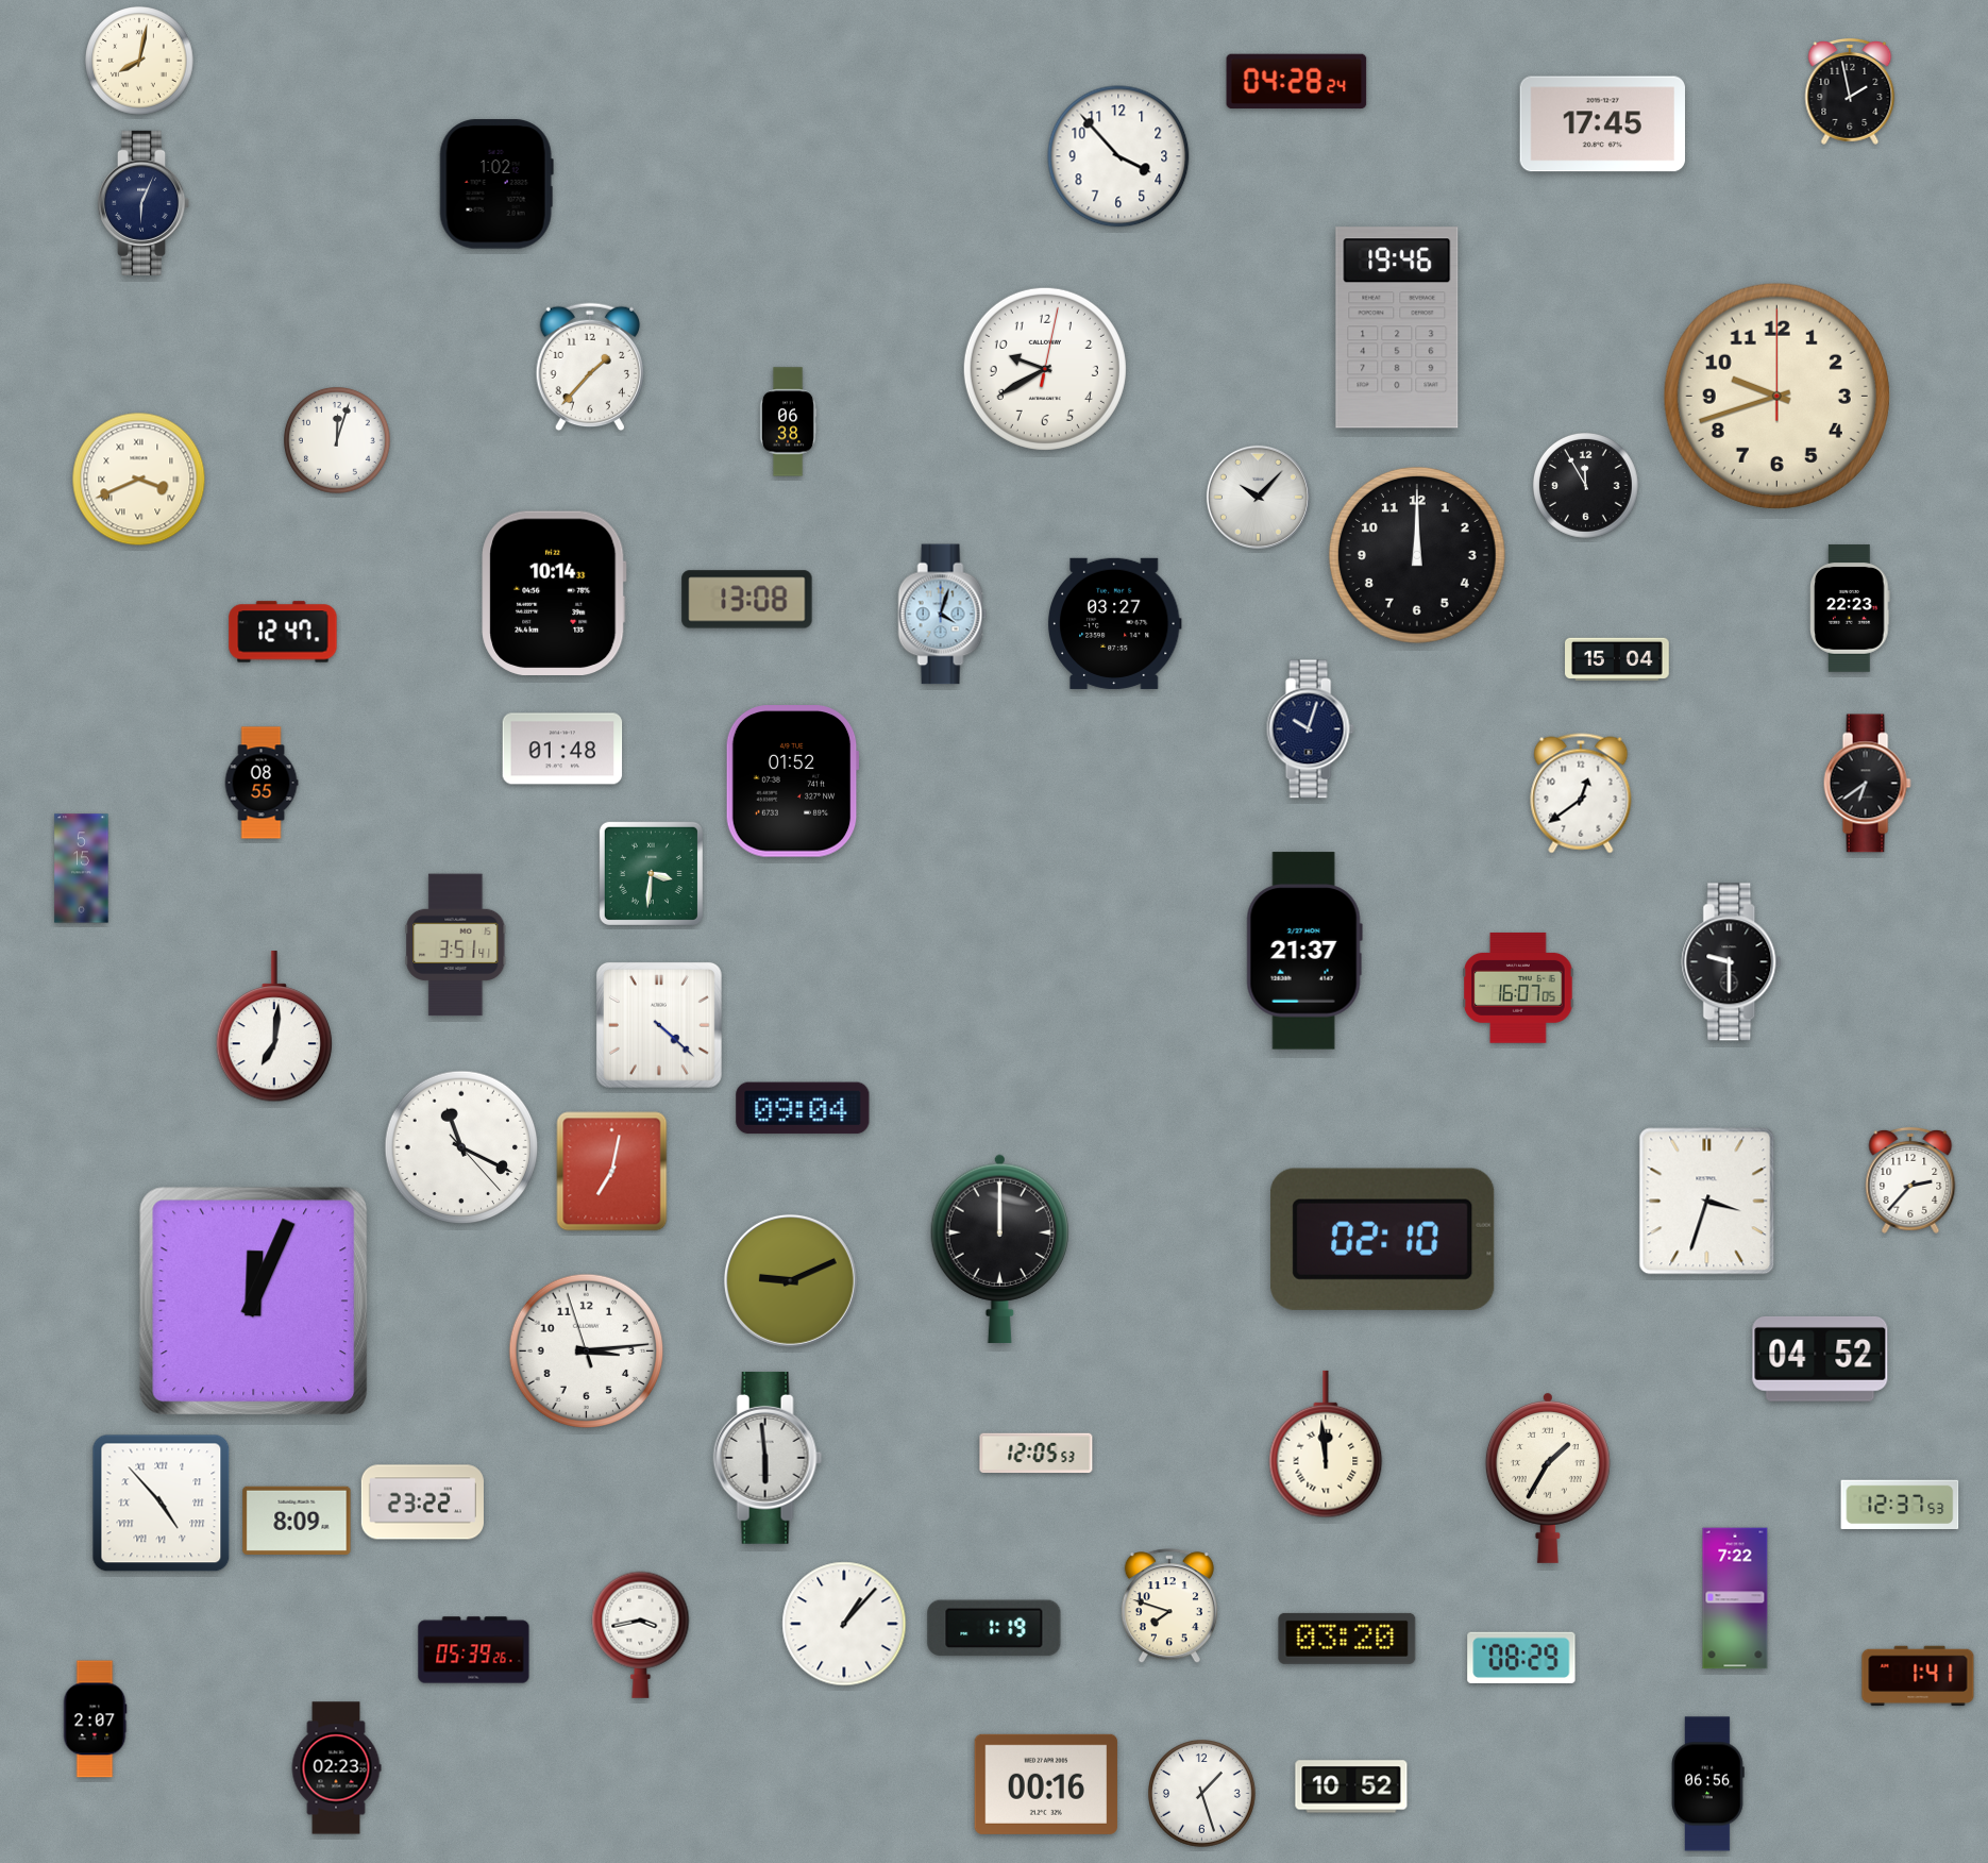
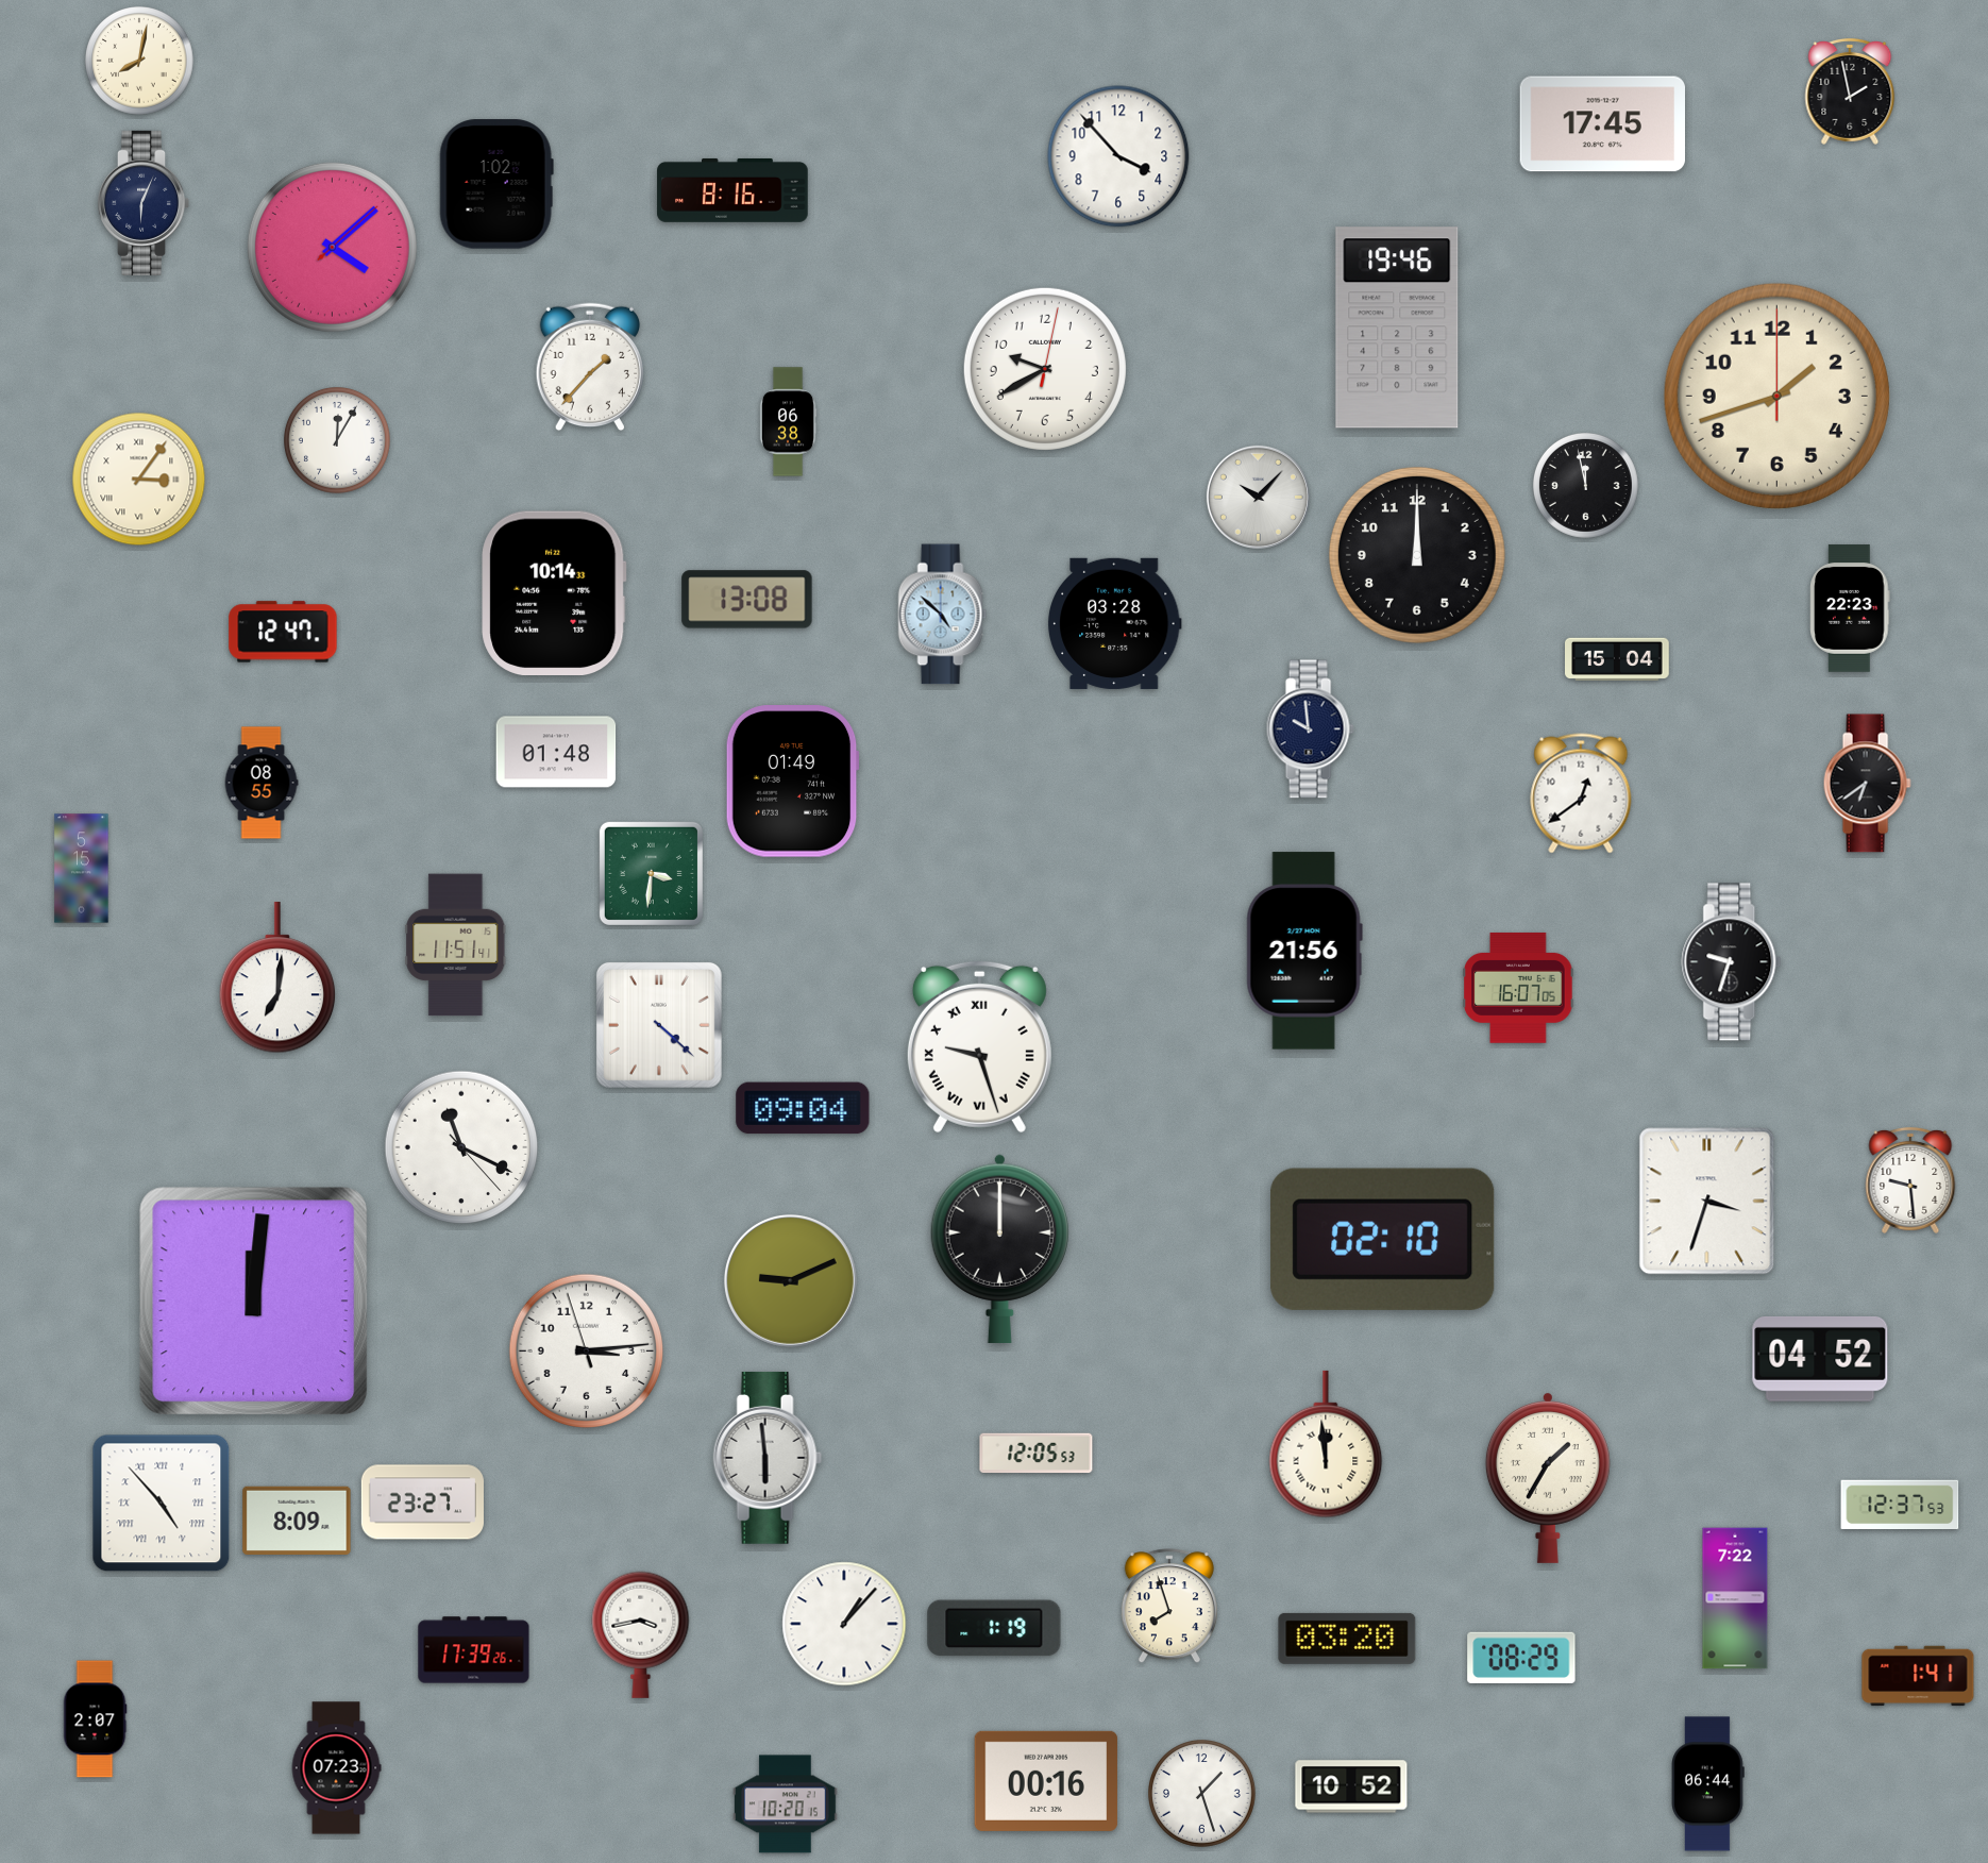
clock at (1297, 82): 04:28 -> none
clock at (732, 190): none -> 8:16
clock at (332, 247): none -> 4:08
clock at (1776, 396): 9:42 -> 1:42
clock at (338, 441): 12:03 -> 12:05
clock at (139, 480): 3:41 -> 3:06
clock at (1585, 485): 11:55 -> 11:58
clock at (943, 615): 4:03 -> 4:52
clock at (1114, 623): 03:27 -> 03:28
clock at (1310, 729): 10:03 -> 9:59
clock at (562, 749) position: (562, 749) -> (556, 752)
clock at (792, 782): 01:52 -> 01:49
clock at (456, 945): 3:51 -> 11:51
clock at (1304, 951): 21:37 -> 21:56
clock at (1732, 962): 9:30 -> 9:33
clock at (274, 1027) position: (274, 1027) -> (277, 978)
clock at (979, 1046): none -> 9:27
clock at (612, 1172): 7:02 -> none
clock at (1910, 1180): 2:37 -> 9:29
clock at (254, 1302): 12:04 -> 12:01
clock at (422, 1503): 23:22 -> 23:27
clock at (1169, 1607): 7:48 -> 7:57
clock at (474, 1650): 05:39 -> 17:39
clock at (336, 1768): 02:23 -> 07:23
clock at (1046, 1784) position: (1046, 1784) -> (1046, 1781)
clock at (1708, 1784): 06:56 -> 06:44
clock at (786, 1805): none -> 10:20
